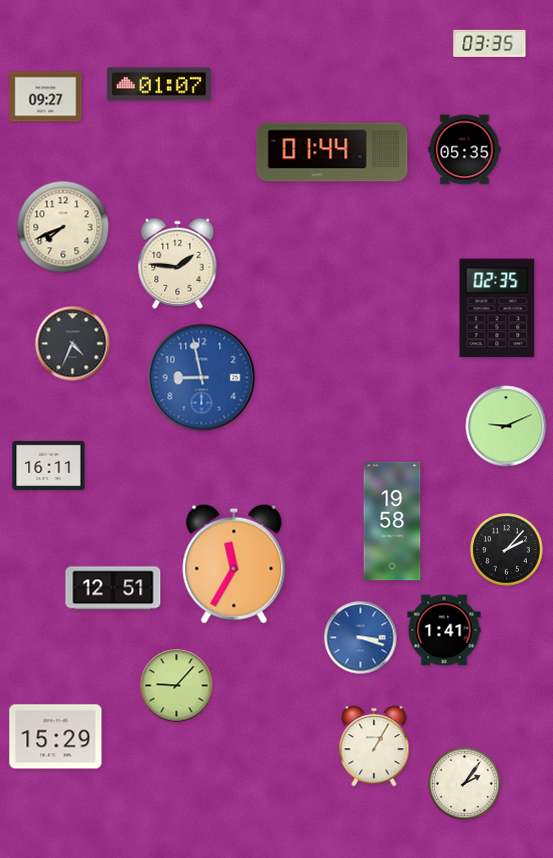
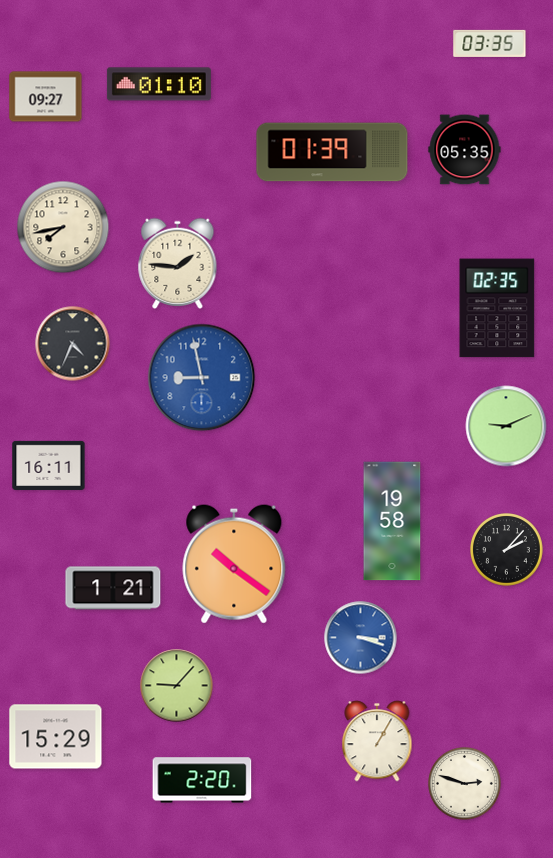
clock at (159, 84): 01:07 -> 01:10
clock at (332, 152): 01:44 -> 01:39
clock at (63, 227): 7:41 -> 7:43
clock at (234, 564): 11:35 -> 10:21
clock at (113, 588): 12:51 -> 1:21
clock at (444, 630): 1:41 -> none
clock at (374, 746) position: (374, 746) -> (377, 741)
clock at (202, 780): none -> 2:20
clock at (465, 784): 2:06 -> 2:48
